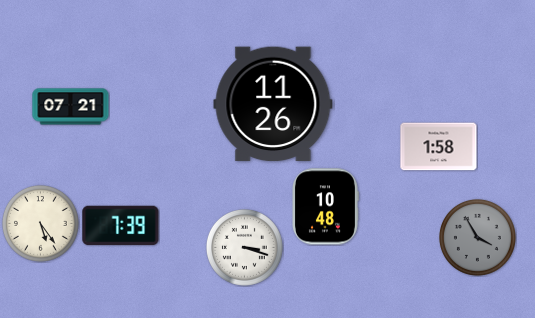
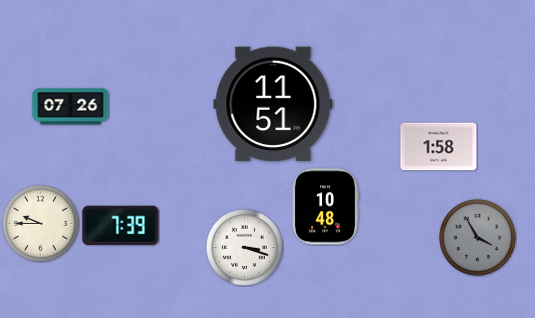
clock at (273, 104): 11:26 -> 11:51
clock at (71, 107): 07:21 -> 07:26
clock at (40, 223): 5:24 -> 9:45
